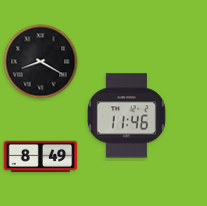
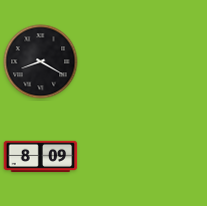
clock at (126, 116): 11:46 -> none
clock at (41, 157): 8:49 -> 8:09
